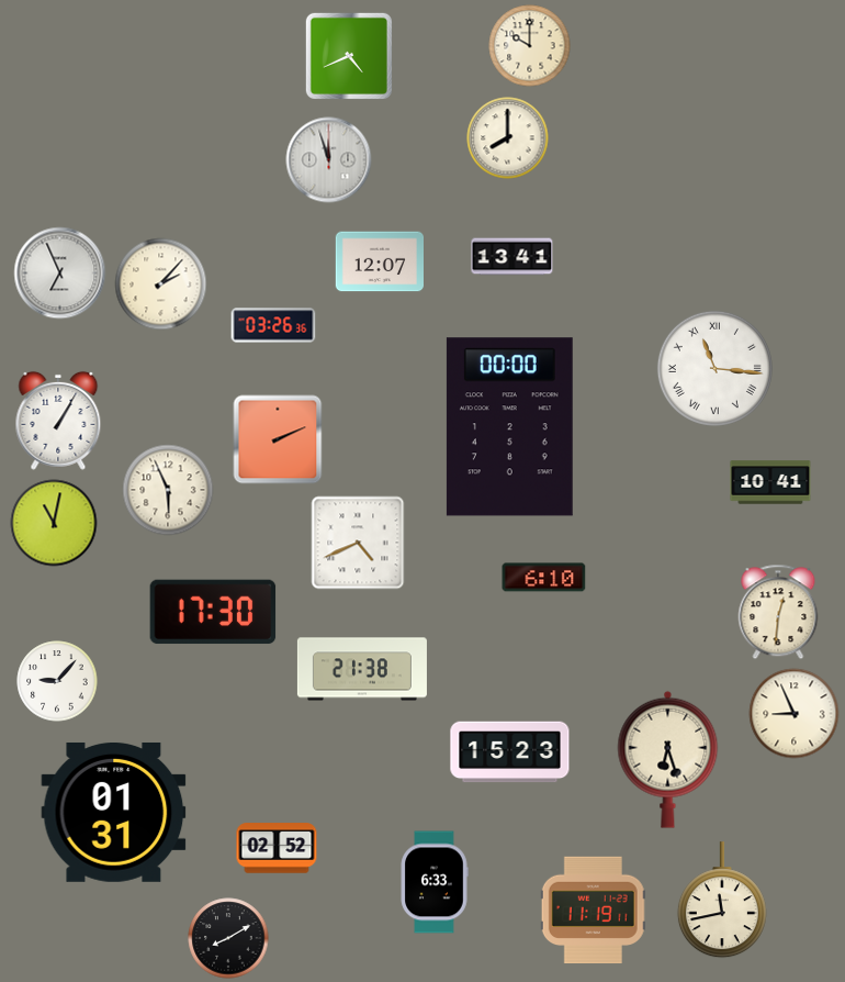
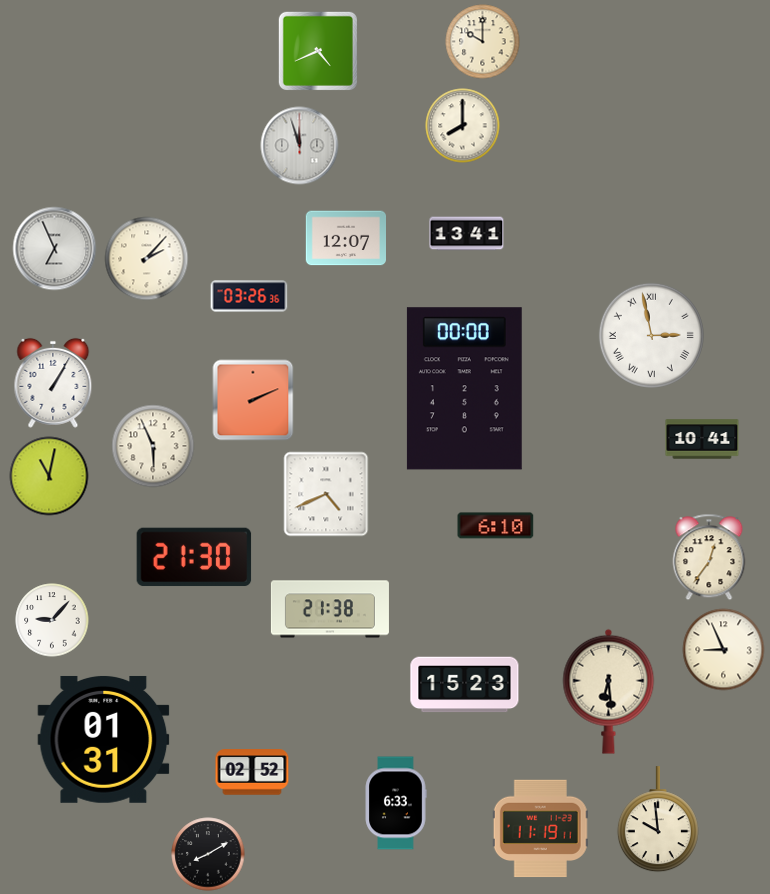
clock at (714, 368): 11:16 -> 2:58
clock at (213, 612): 17:30 -> 21:30
clock at (778, 612): 12:31 -> 12:36
clock at (668, 759): 6:27 -> 6:29
clock at (722, 901): 11:43 -> 9:59
